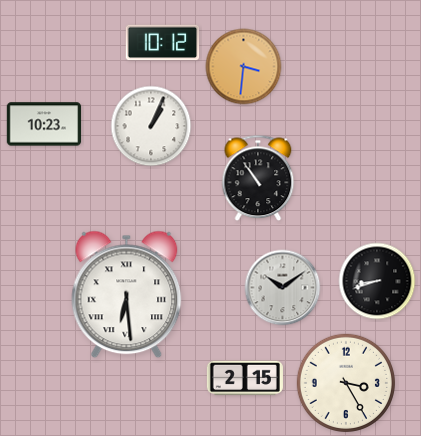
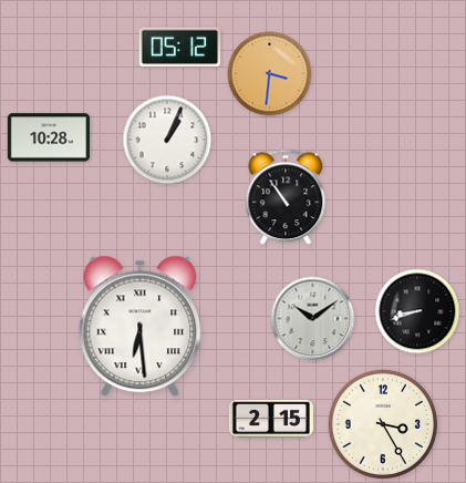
clock at (163, 43): 10:12 -> 05:12
clock at (44, 124): 10:23 -> 10:28
